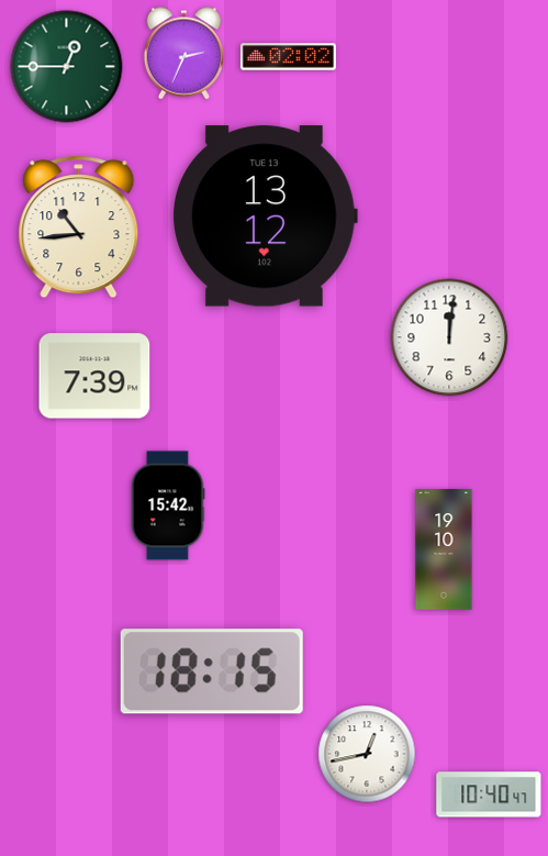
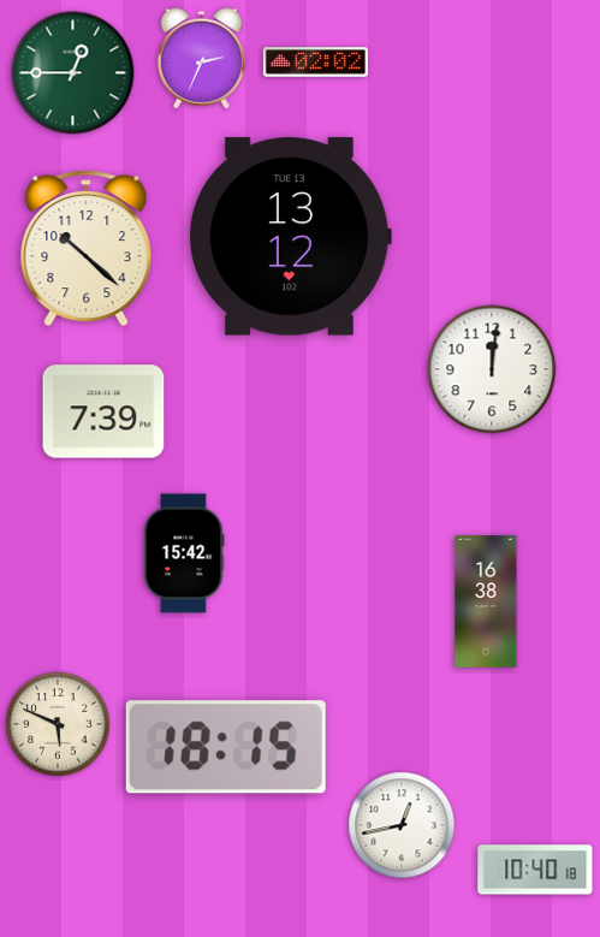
clock at (79, 227): 10:44 -> 10:22
clock at (444, 549): 19:10 -> 16:38
clock at (58, 724): none -> 5:49
clock at (212, 671) position: (212, 671) -> (226, 747)
clock at (489, 794): 10:40:47 -> 10:40:18
